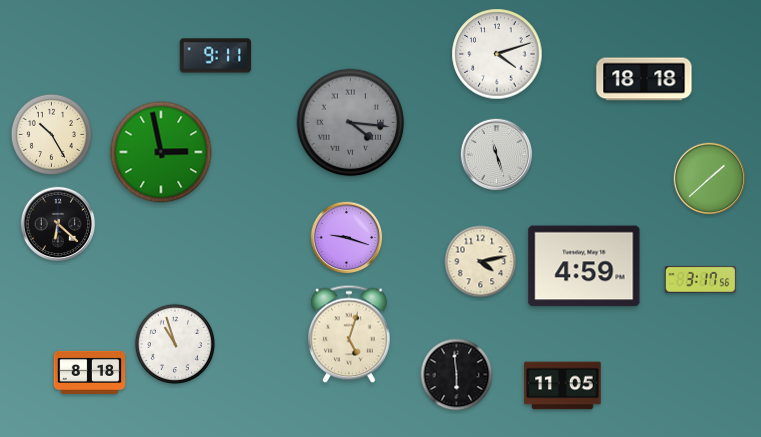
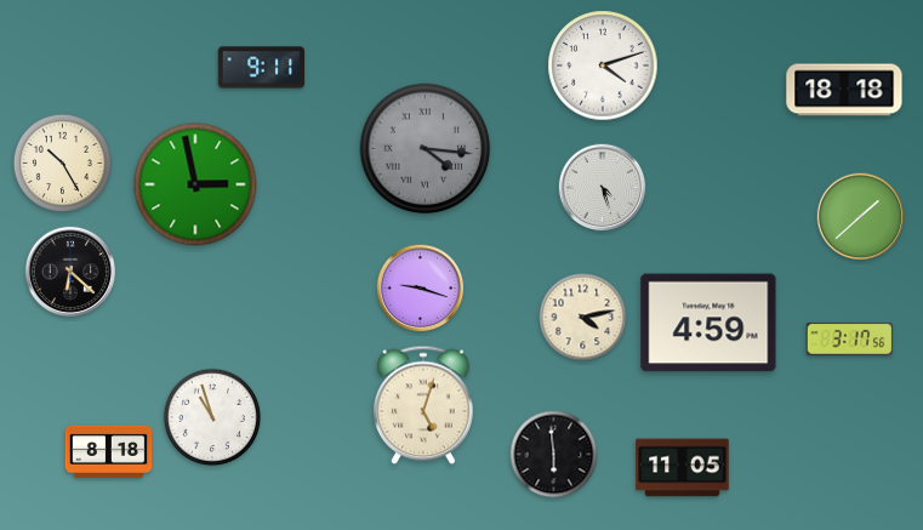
clock at (644, 79) position: (644, 79) -> (844, 90)
clock at (497, 155): 11:27 -> 4:27
